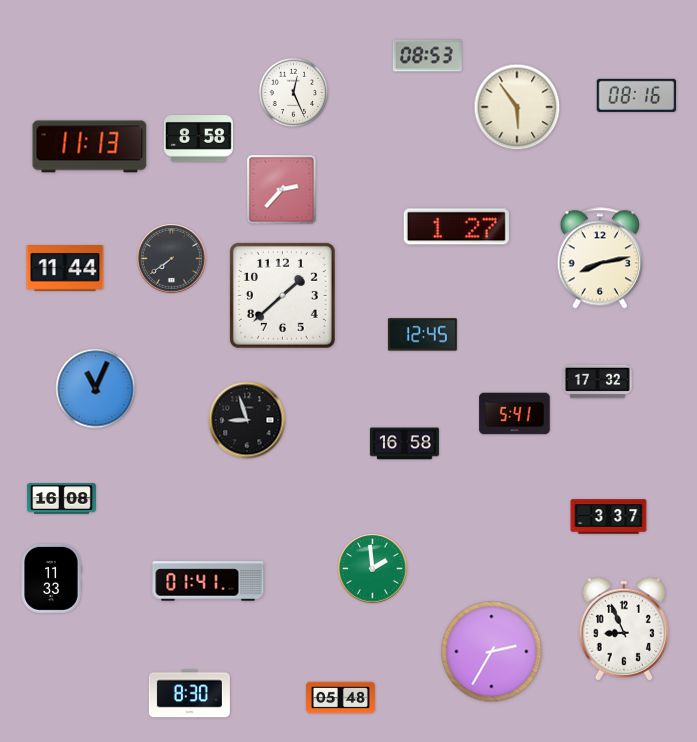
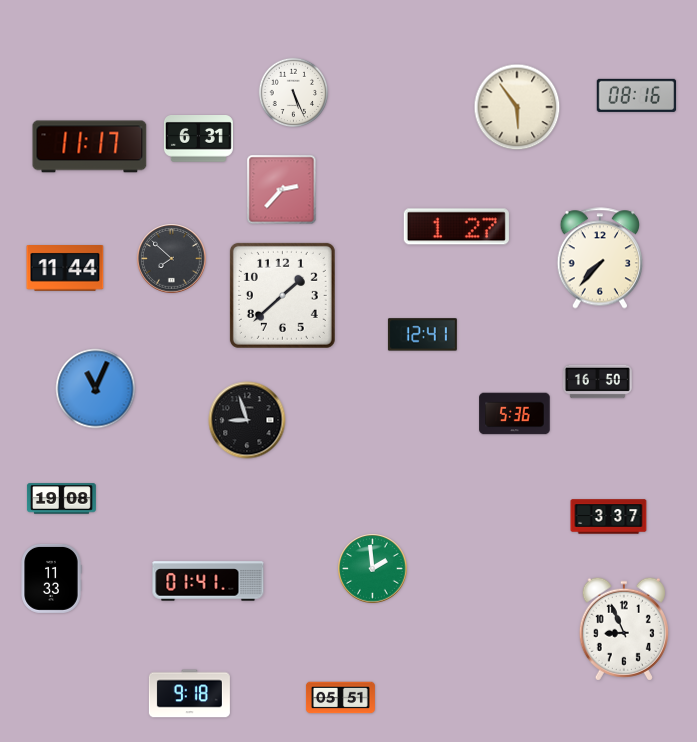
clock at (427, 56): 08:53 -> none
clock at (294, 93): 12:26 -> 5:26
clock at (198, 139): 8:58 -> 6:31
clock at (90, 147): 11:13 -> 11:17
clock at (599, 258): 8:13 -> 7:37
clock at (172, 259): 7:39 -> 7:52
clock at (422, 335): 12:45 -> 12:41
clock at (597, 382): 17:32 -> 16:50
clock at (515, 414): 5:41 -> 5:36
clock at (404, 444): 16:58 -> none
clock at (61, 499): 16:08 -> 19:08
clock at (492, 652): 2:35 -> none
clock at (189, 694): 8:30 -> 9:18
clock at (340, 698): 05:48 -> 05:51
